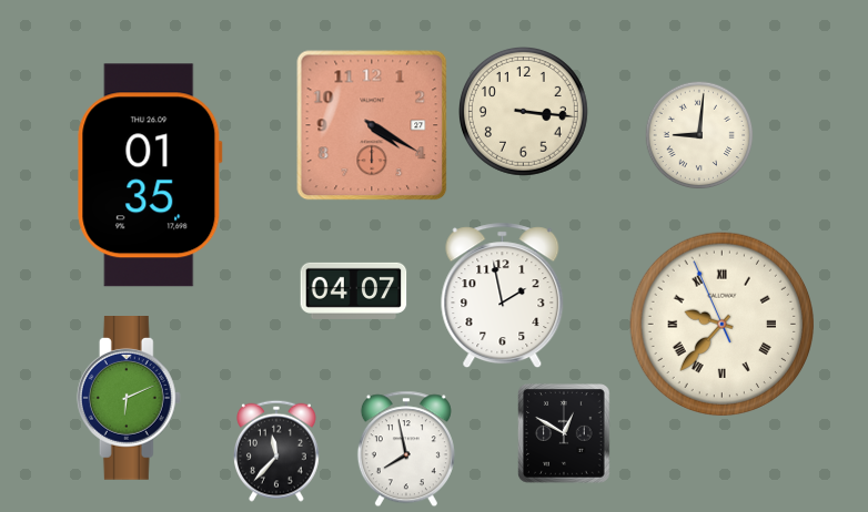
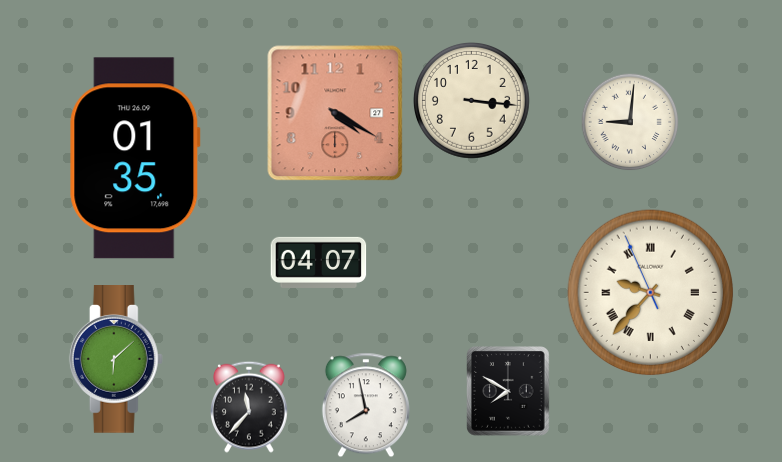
clock at (503, 296): 1:58 -> none
clock at (129, 399): 6:11 -> 6:08
clock at (564, 433): 12:50 -> 7:50
